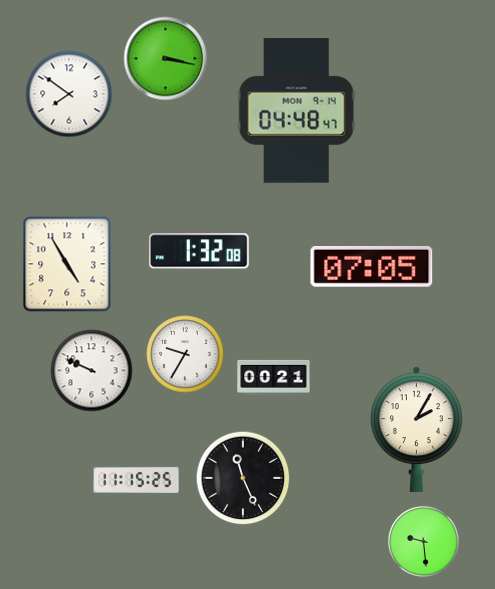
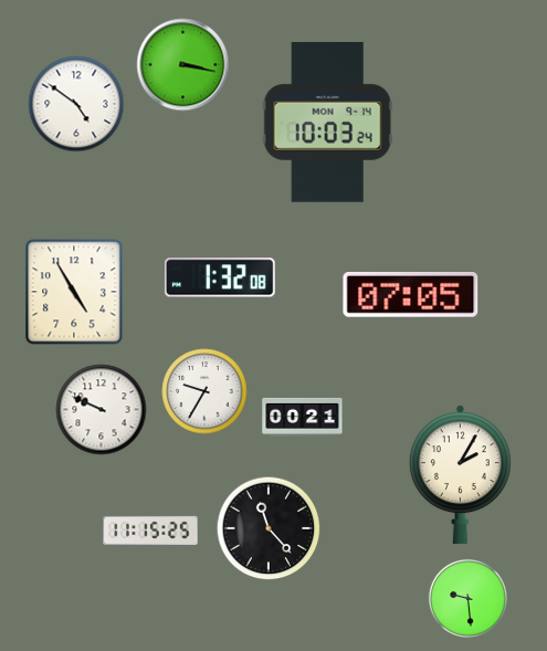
clock at (69, 94): 7:51 -> 4:51
clock at (296, 111): 04:48 -> 10:03
clock at (243, 478): 11:26 -> 11:23
